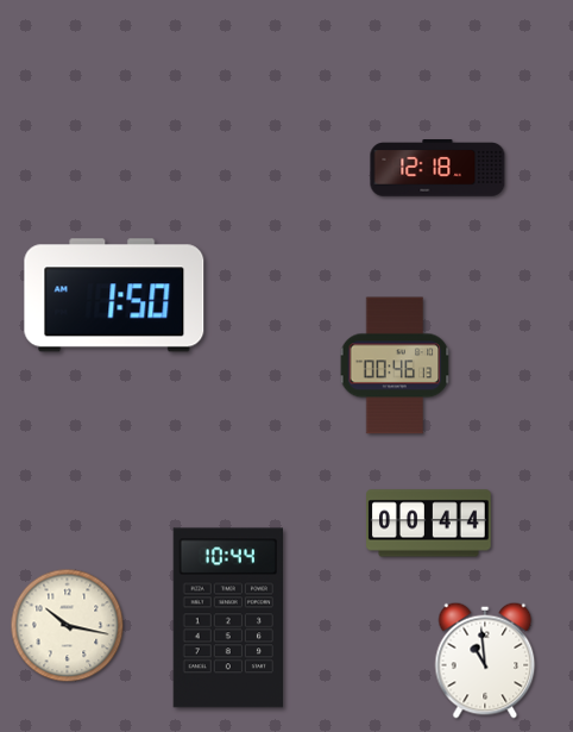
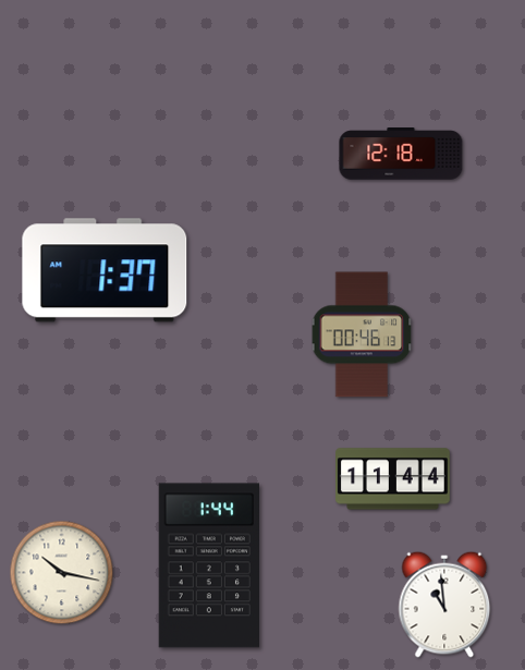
clock at (114, 295): 1:50 -> 1:37
clock at (429, 524): 00:44 -> 11:44
clock at (227, 618): 10:44 -> 1:44
